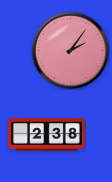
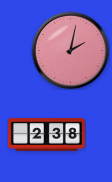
clock at (70, 50): 2:06 -> 2:02
